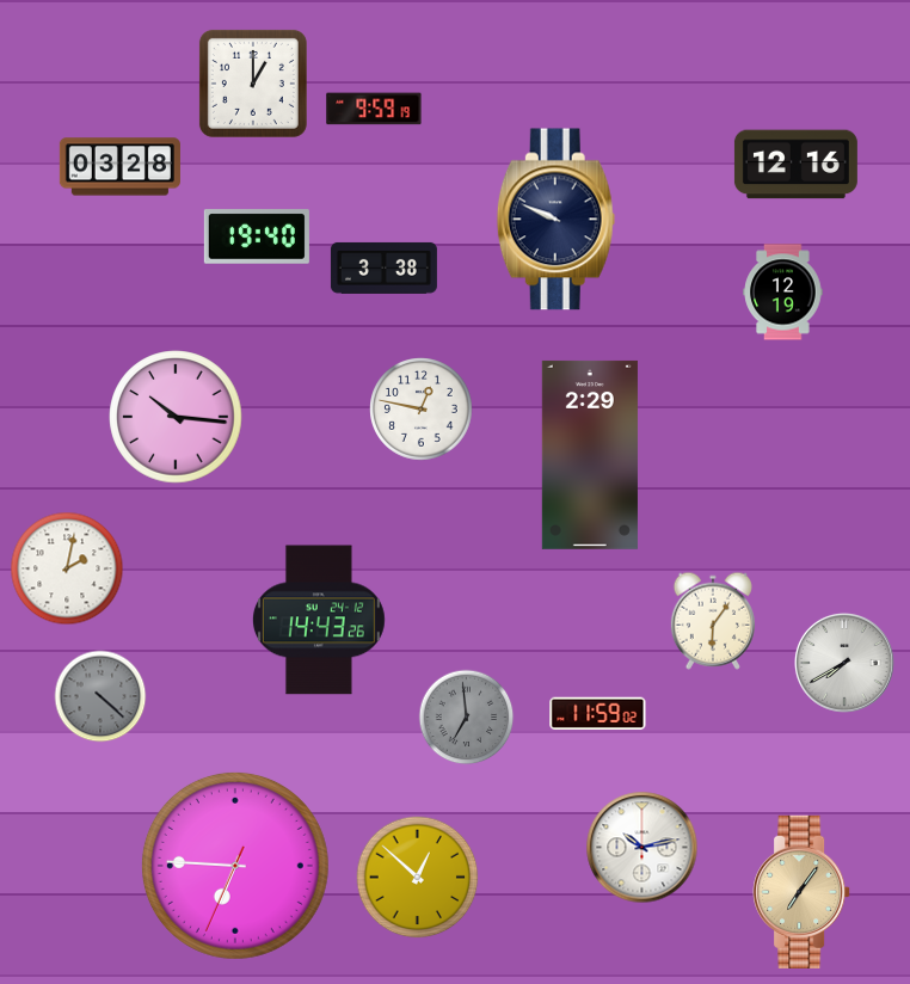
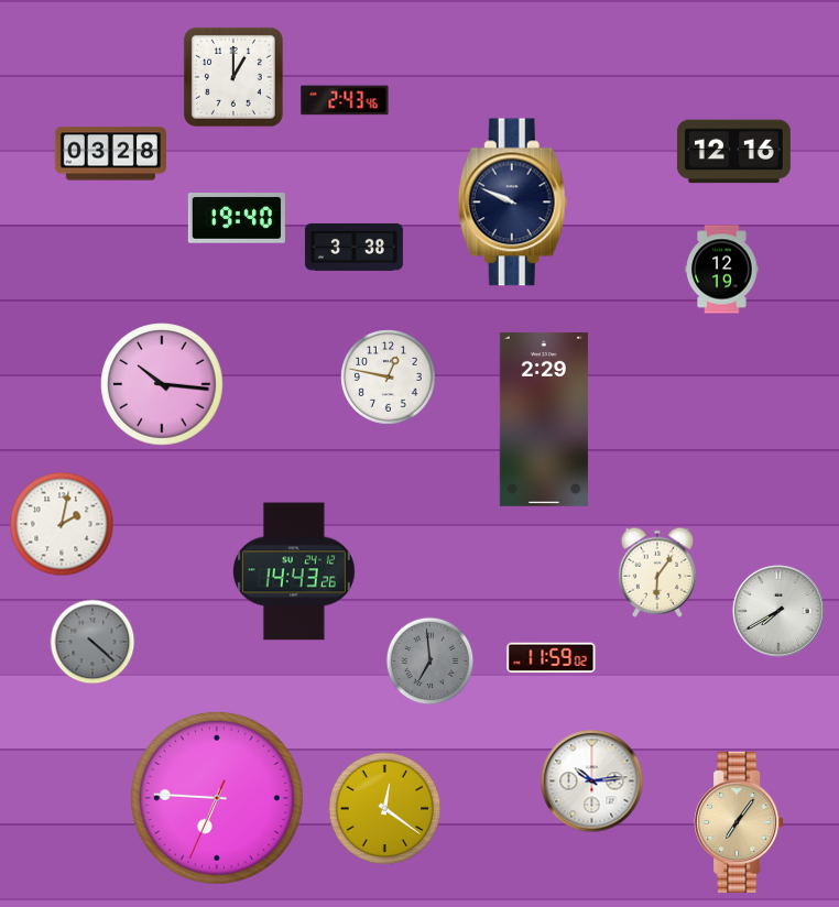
clock at (374, 109): 9:59 -> 2:43
clock at (642, 848): 10:13 -> 10:14
clock at (418, 878): 12:52 -> 12:21
